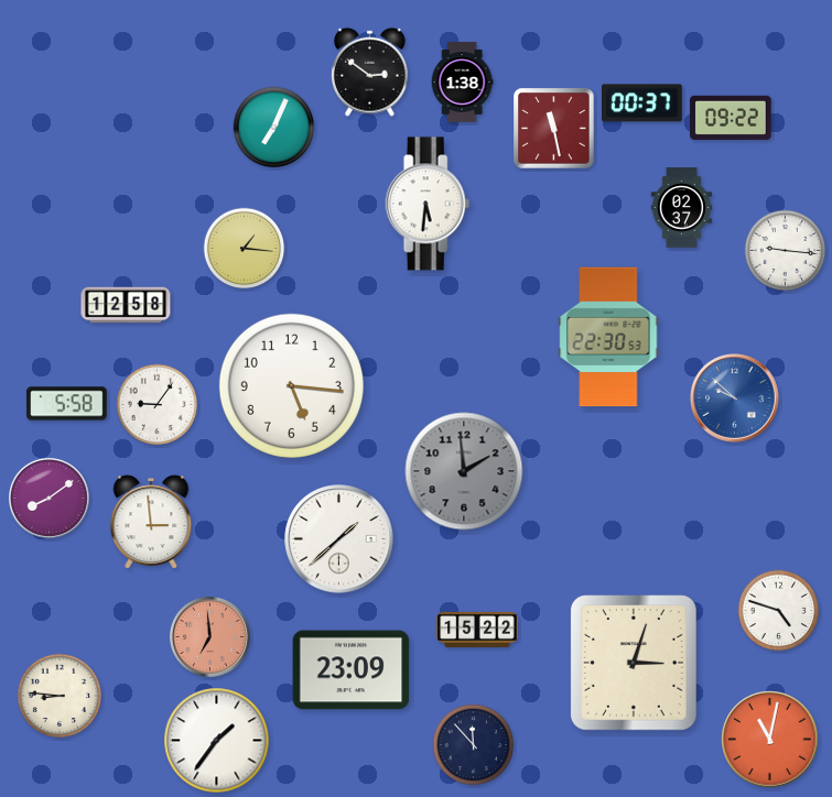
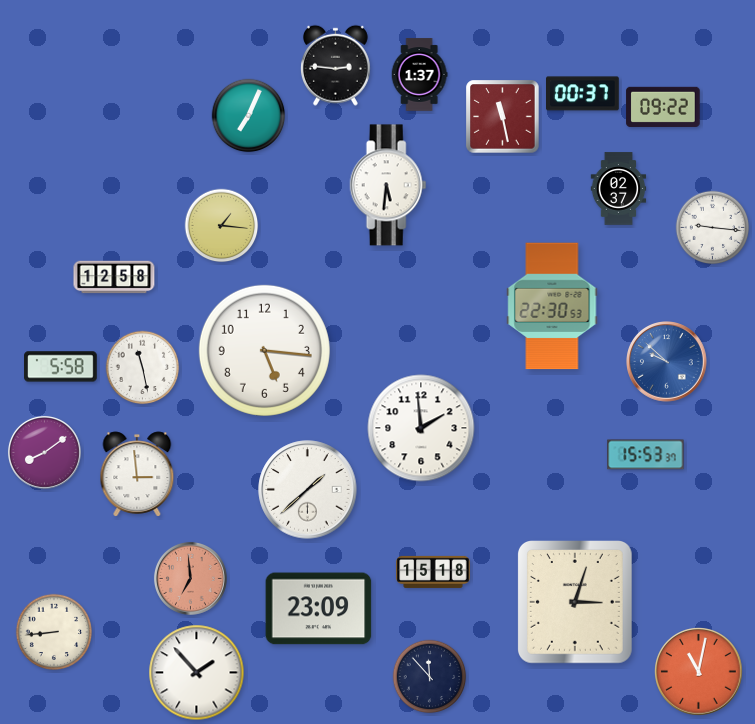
clock at (369, 72): 2:51 -> 2:46
clock at (462, 83): 1:38 -> 1:37
clock at (158, 405): 9:06 -> 11:28
clock at (464, 471) dial: grey -> white
clock at (646, 455): none -> 15:53
clock at (779, 611): 4:48 -> none
clock at (477, 630): 15:22 -> 15:18
clock at (58, 695): 8:46 -> 8:44
clock at (217, 741): 1:36 -> 1:53
